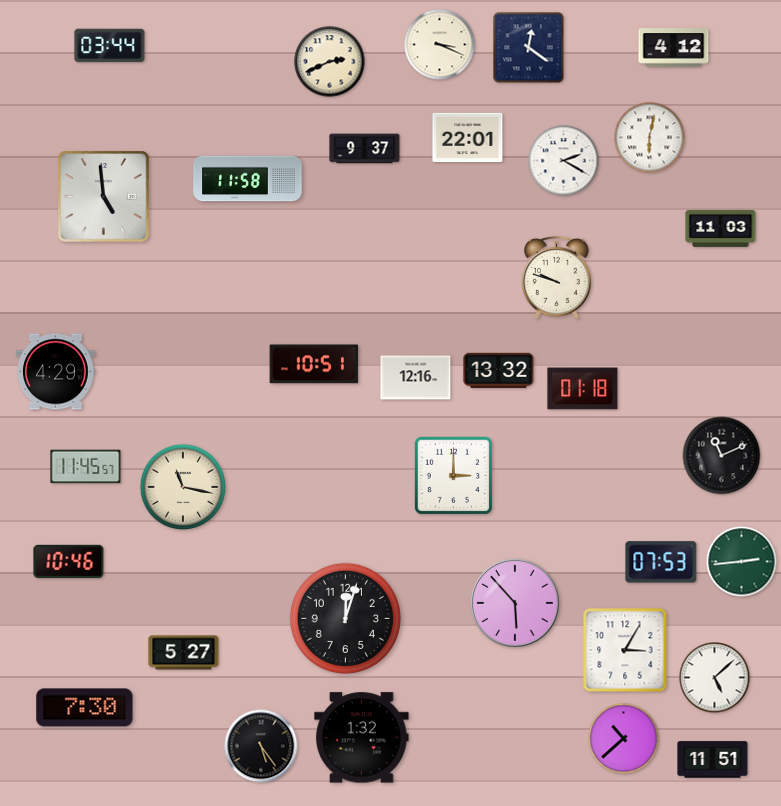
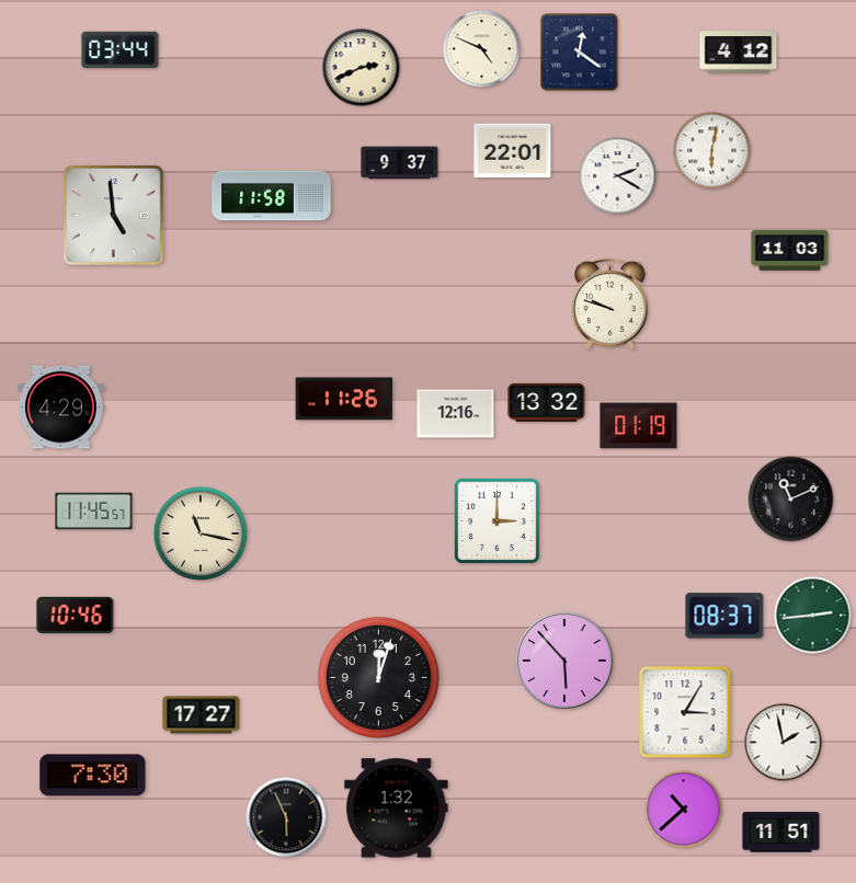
clock at (440, 45): 3:19 -> 4:49
clock at (314, 364): 10:51 -> 11:26
clock at (499, 370) position: (499, 370) -> (547, 402)
clock at (583, 389): 01:18 -> 01:19
clock at (661, 562): 07:53 -> 08:37
clock at (184, 653): 5:27 -> 17:27
clock at (715, 678): 5:08 -> 1:58
clock at (261, 746): 5:24 -> 5:56
